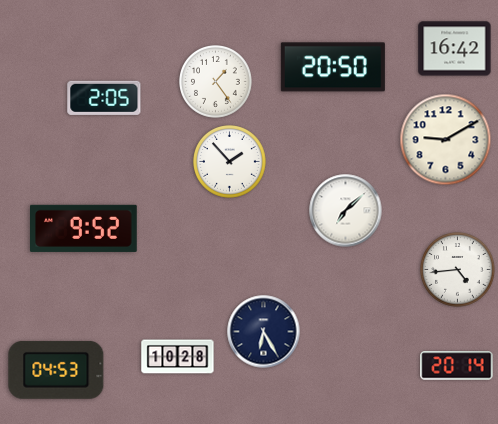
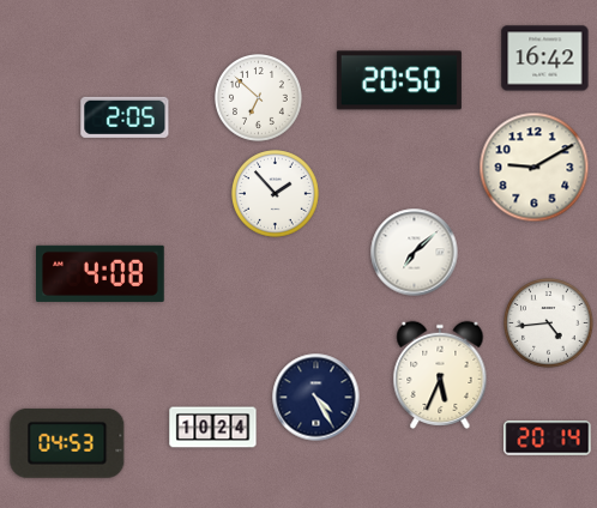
clock at (216, 82): 1:24 -> 6:52
clock at (84, 228): 9:52 -> 4:08
clock at (440, 375): none -> 5:34
clock at (264, 332): 6:25 -> 4:25
clock at (178, 357): 10:28 -> 10:24
